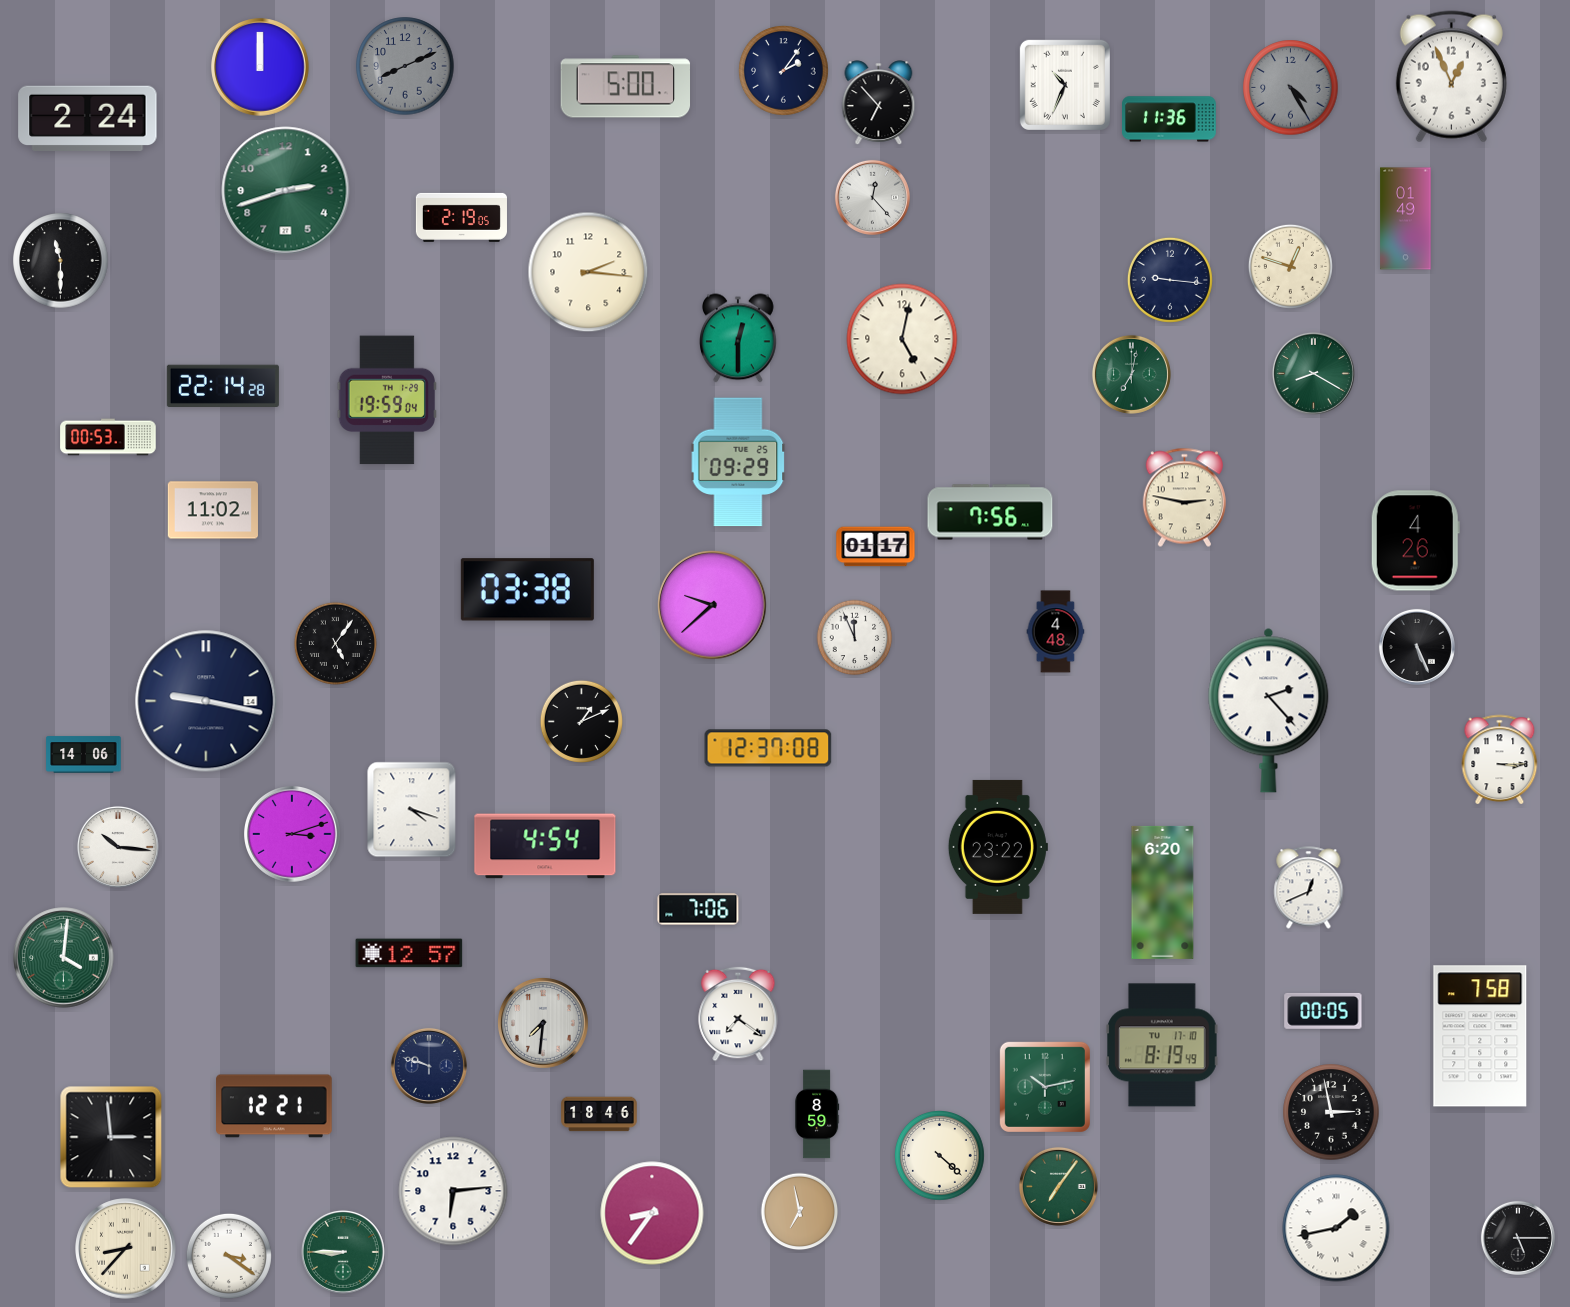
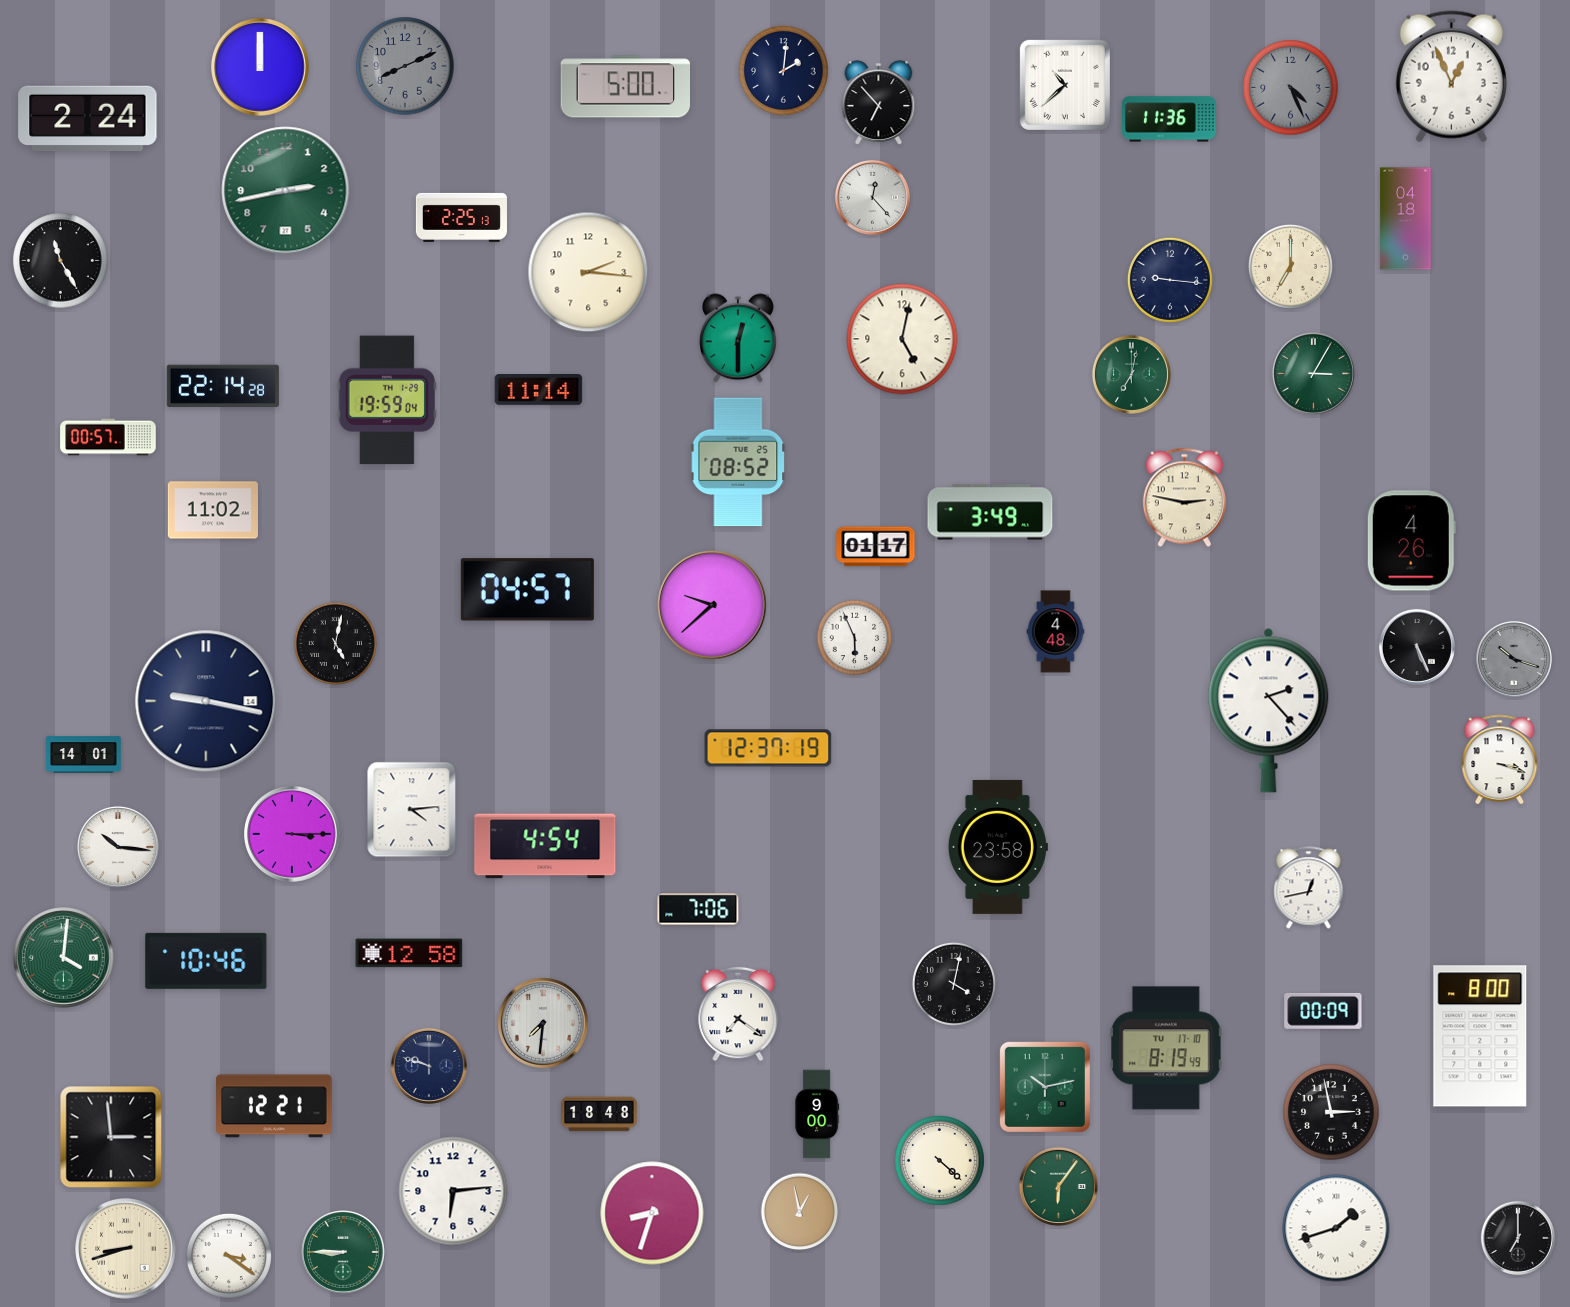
clock at (784, 71): 2:06 -> 2:01
clock at (1065, 85): 10:34 -> 10:38
clock at (1291, 88): 4:25 -> 4:26
clock at (286, 191): 2:42 -> 2:43
clock at (461, 217): 2:19 -> 2:25
clock at (1406, 219): 01:49 -> 04:18
clock at (61, 261): 11:30 -> 11:25
clock at (1290, 266): 12:48 -> 7:00
clock at (1313, 373): 8:20 -> 3:05
clock at (539, 390): none -> 11:14
clock at (108, 437): 00:53 -> 00:57
clock at (738, 462): 09:29 -> 08:52
clock at (990, 512): 7:56 -> 3:49
clock at (1415, 541) position: (1415, 541) -> (1411, 541)
clock at (527, 590): 03:38 -> 04:57
clock at (855, 638): 11:56 -> 5:56
clock at (335, 643): 5:06 -> 5:02
clock at (1514, 659): none -> 10:18
clock at (581, 721): 1:11 -> none
clock at (768, 748): 12:37:08 -> 12:37:19
clock at (84, 755): 14:06 -> 14:01
clock at (1500, 760): 3:15 -> 3:18
clock at (412, 810): 4:18 -> 4:14
clock at (292, 834): 3:12 -> 3:15
clock at (998, 847): 23:22 -> 23:58
clock at (1309, 888): 12:41 -> 12:43
clock at (1163, 892): 6:20 -> none
clock at (409, 953): 12:57 -> 12:58
clock at (206, 961): none -> 10:46
clock at (954, 984): none -> 4:02
clock at (1323, 1011): 00:05 -> 00:09
clock at (1480, 1036): 7:58 -> 8:00
clock at (1163, 1045) position: (1163, 1045) -> (1167, 1048)
clock at (599, 1114): 18:46 -> 18:48
clock at (817, 1114): 8:59 -> 9:00
clock at (940, 1156) position: (940, 1156) -> (940, 1161)
clock at (1058, 1186): 7:06 -> 6:06
clock at (800, 1212): 6:58 -> 12:58
clock at (652, 1213): 8:36 -> 8:33
clock at (1336, 1228): 1:43 -> 1:42
clock at (1518, 1238): 5:15 -> 7:00
clock at (126, 1249): 8:37 -> 8:42
